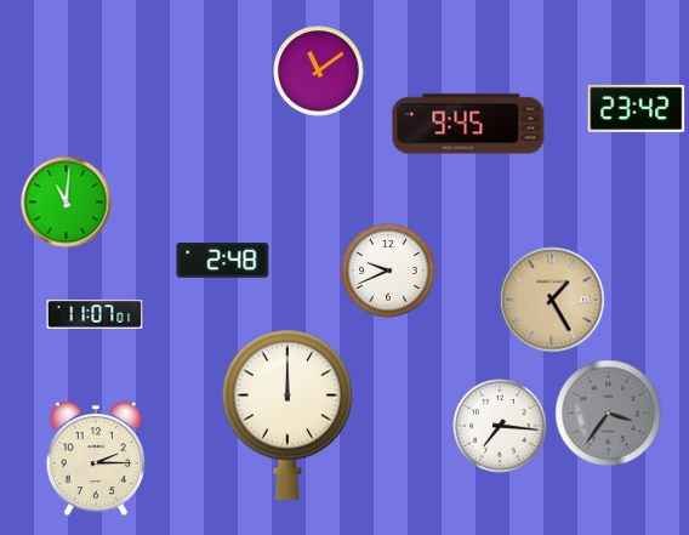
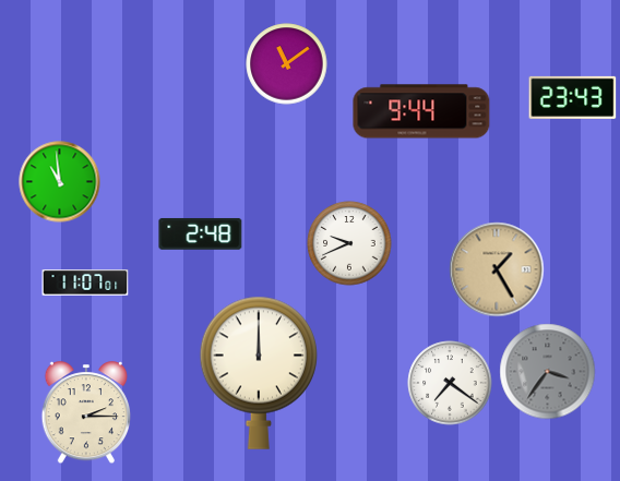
clock at (637, 108): 23:42 -> 23:43
clock at (468, 124): 9:45 -> 9:44
clock at (67, 203): 11:01 -> 10:59
clock at (500, 426): 7:16 -> 7:21
